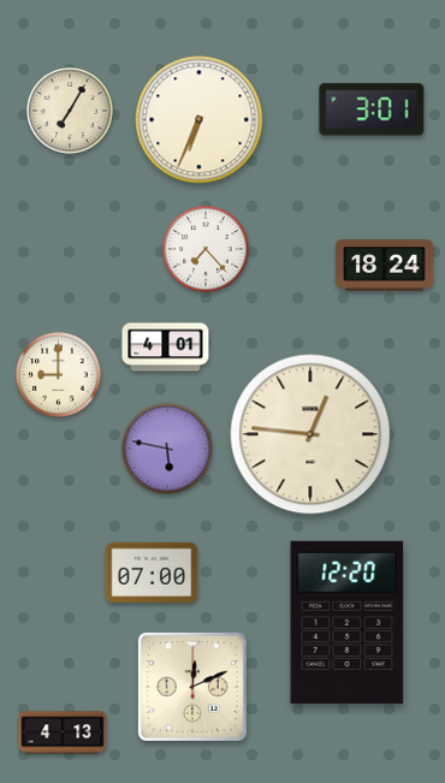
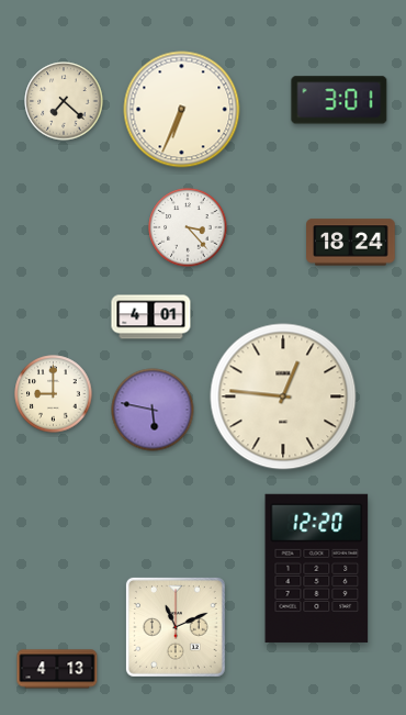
clock at (70, 111): 7:05 -> 7:22
clock at (206, 249): 7:23 -> 3:23
clock at (59, 375) position: (59, 375) -> (54, 394)
clock at (152, 571): 07:00 -> none
clock at (192, 687): 12:11 -> 11:11
